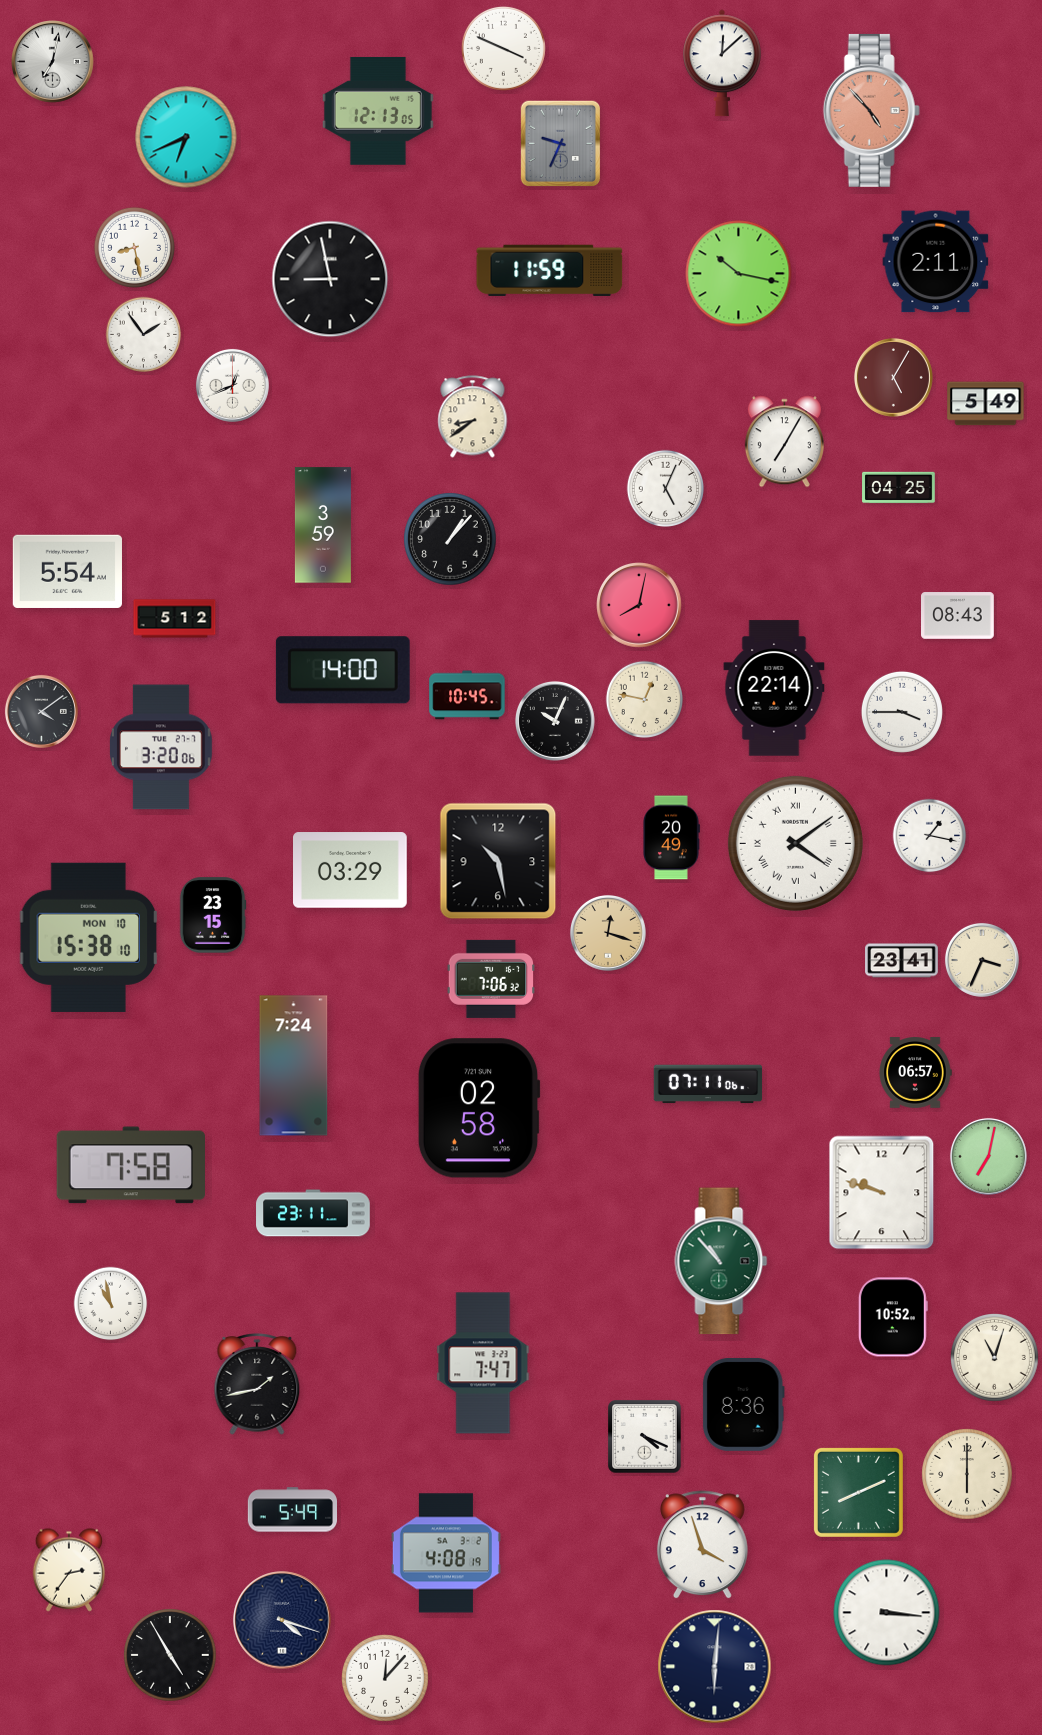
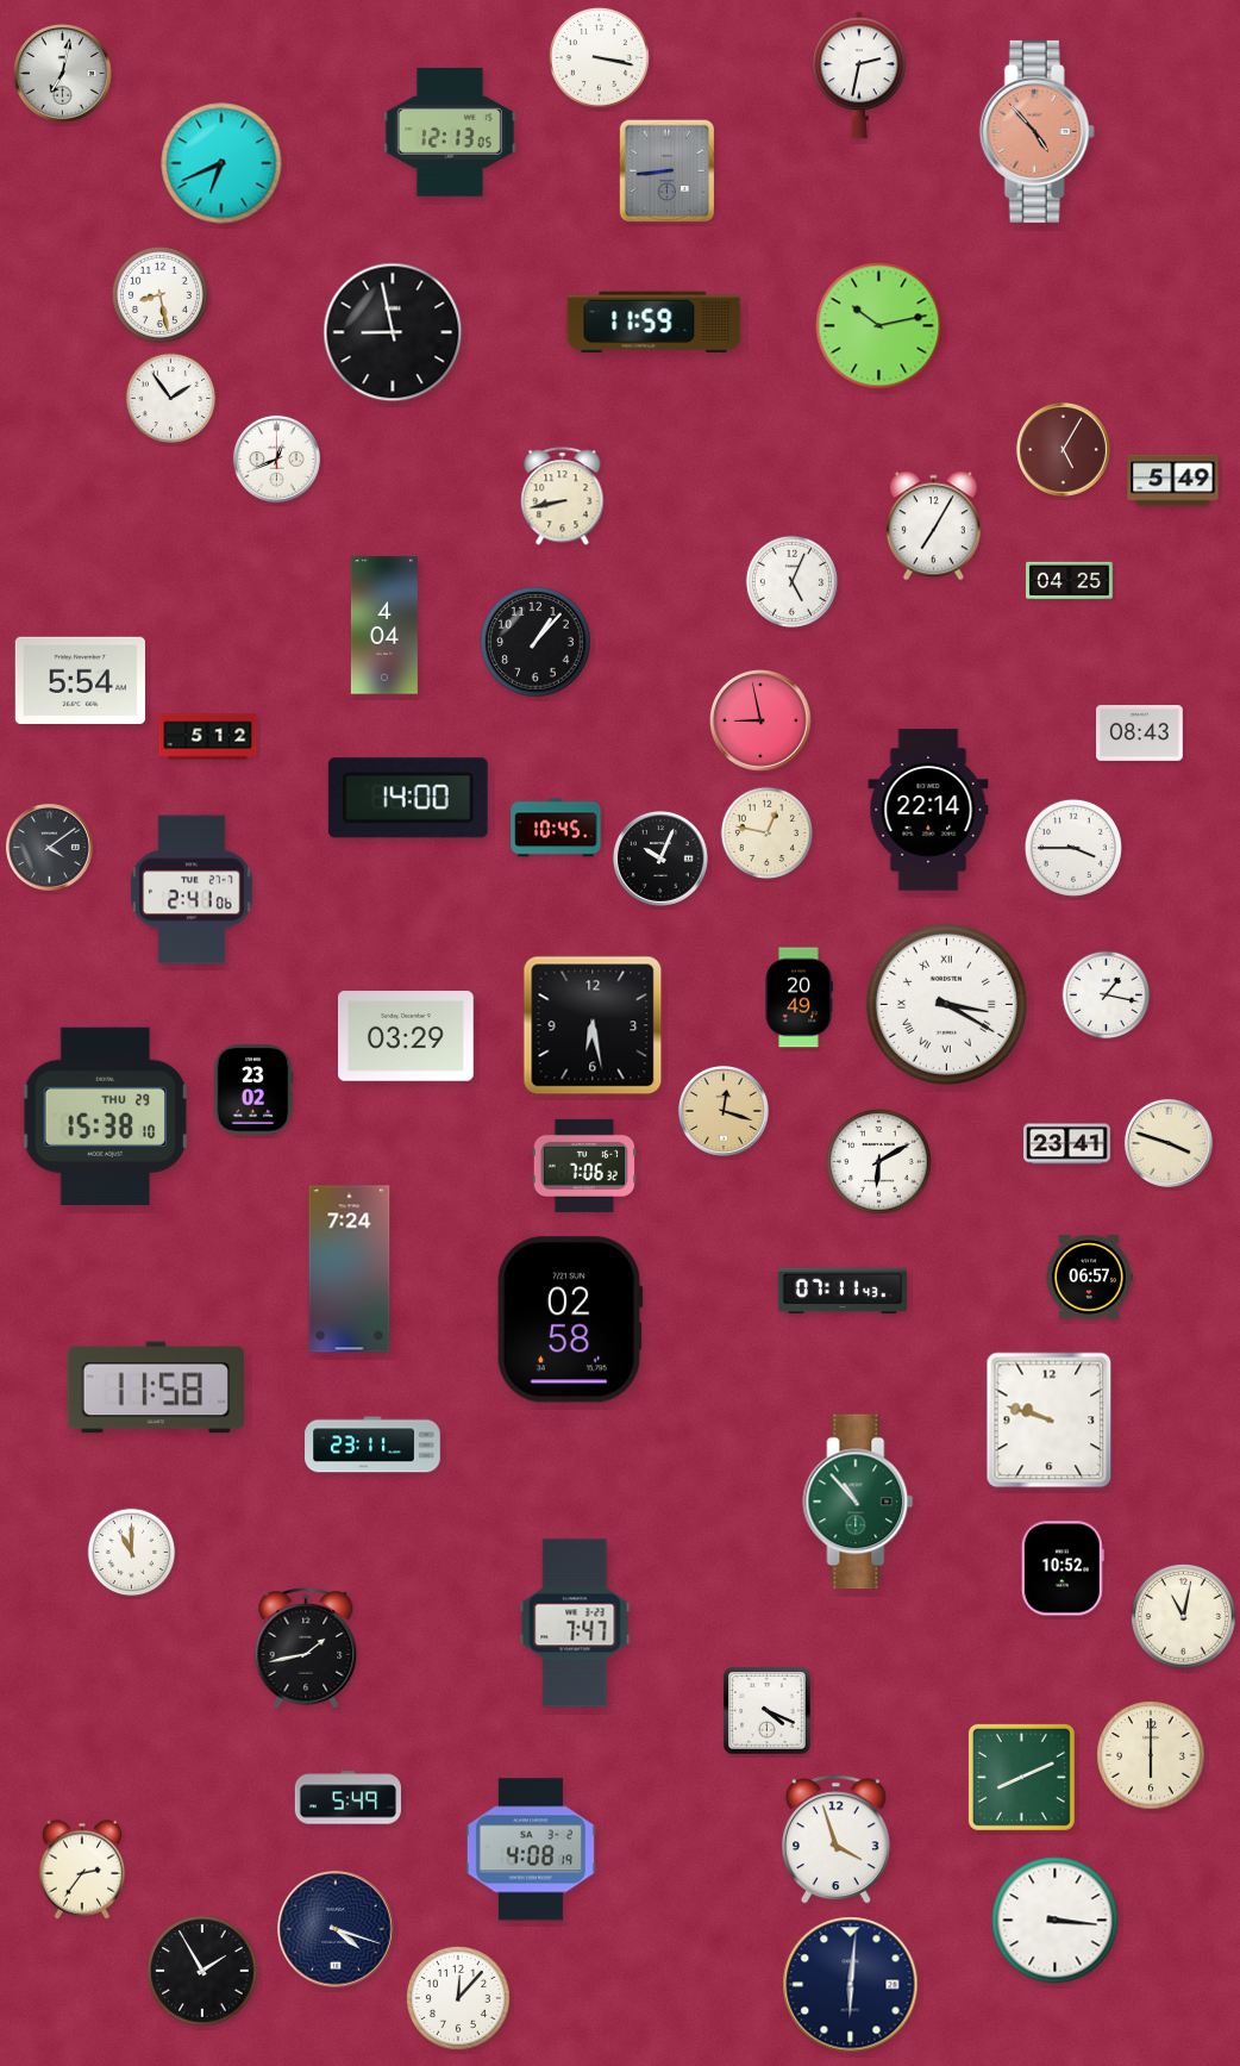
clock at (503, 48): 3:49 -> 3:17
clock at (723, 63): 12:08 -> 2:32
clock at (561, 144): 9:34 -> 8:44
clock at (936, 262): 2:11 -> none
clock at (739, 274): 10:17 -> 10:13
clock at (473, 417): 8:39 -> 8:43
clock at (323, 525): 3:59 -> 4:04
clock at (640, 606): 8:02 -> 8:58
clock at (774, 688) position: (774, 688) -> (928, 810)
clock at (162, 747): 3:20 -> 2:41
clock at (795, 843): 4:09 -> 3:20
clock at (498, 861): 10:28 -> 6:28
clock at (351, 870) position: (351, 870) -> (407, 1036)
clock at (213, 915): 23:15 -> 23:02
clock at (89, 937) date: MON 10 -> THU 29
clock at (982, 960): 3:34 -> 3:48
clock at (902, 961) position: (902, 961) -> (1067, 1144)
clock at (879, 1162): none -> 6:10
clock at (708, 1084): 07:11:06 -> 07:11:43
clock at (988, 1156): 7:02 -> none
clock at (130, 1165): 7:58 -> 11:58
clock at (111, 1304): 10:58 -> 11:00
clock at (995, 1358): 11:03 -> 11:02
clock at (743, 1404): 8:36 -> none
clock at (170, 1655): 4:55 -> 1:55
